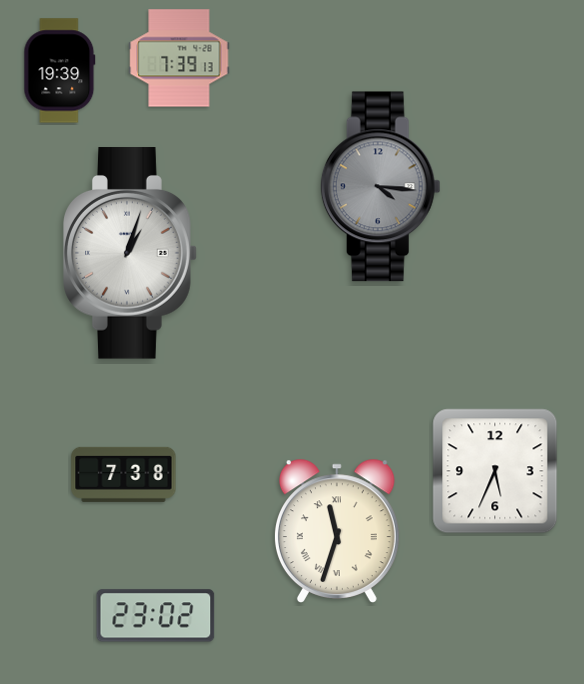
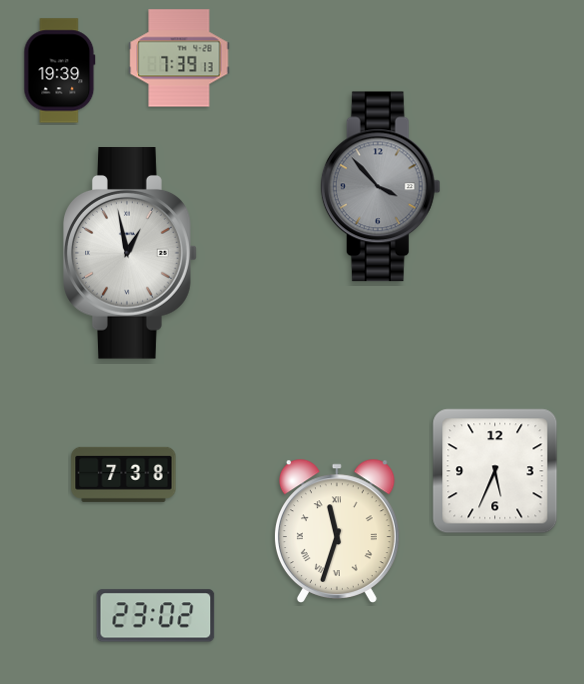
clock at (380, 187): 4:16 -> 3:53
clock at (130, 253): 1:03 -> 12:58
